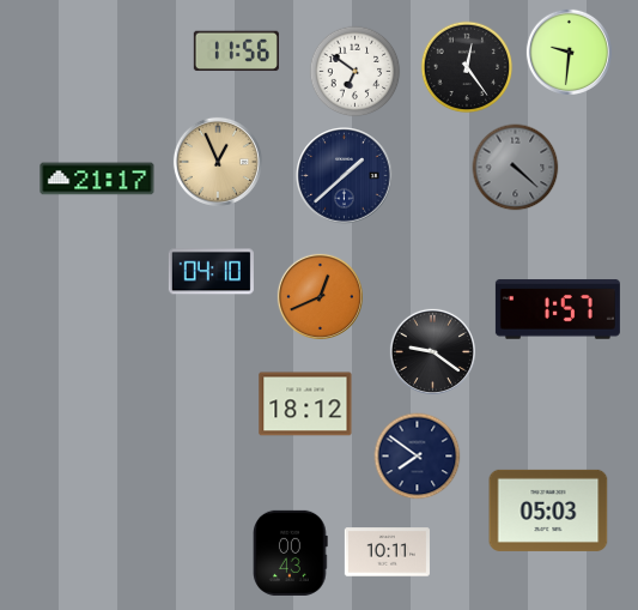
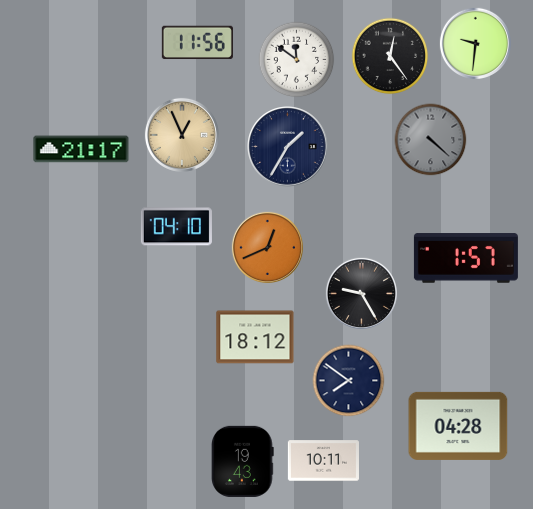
clock at (356, 72): 6:51 -> 11:51
clock at (345, 176): 1:38 -> 1:35
clock at (432, 351): 9:21 -> 9:25
clock at (548, 511): 05:03 -> 04:28
clock at (291, 552): 00:43 -> 19:43
